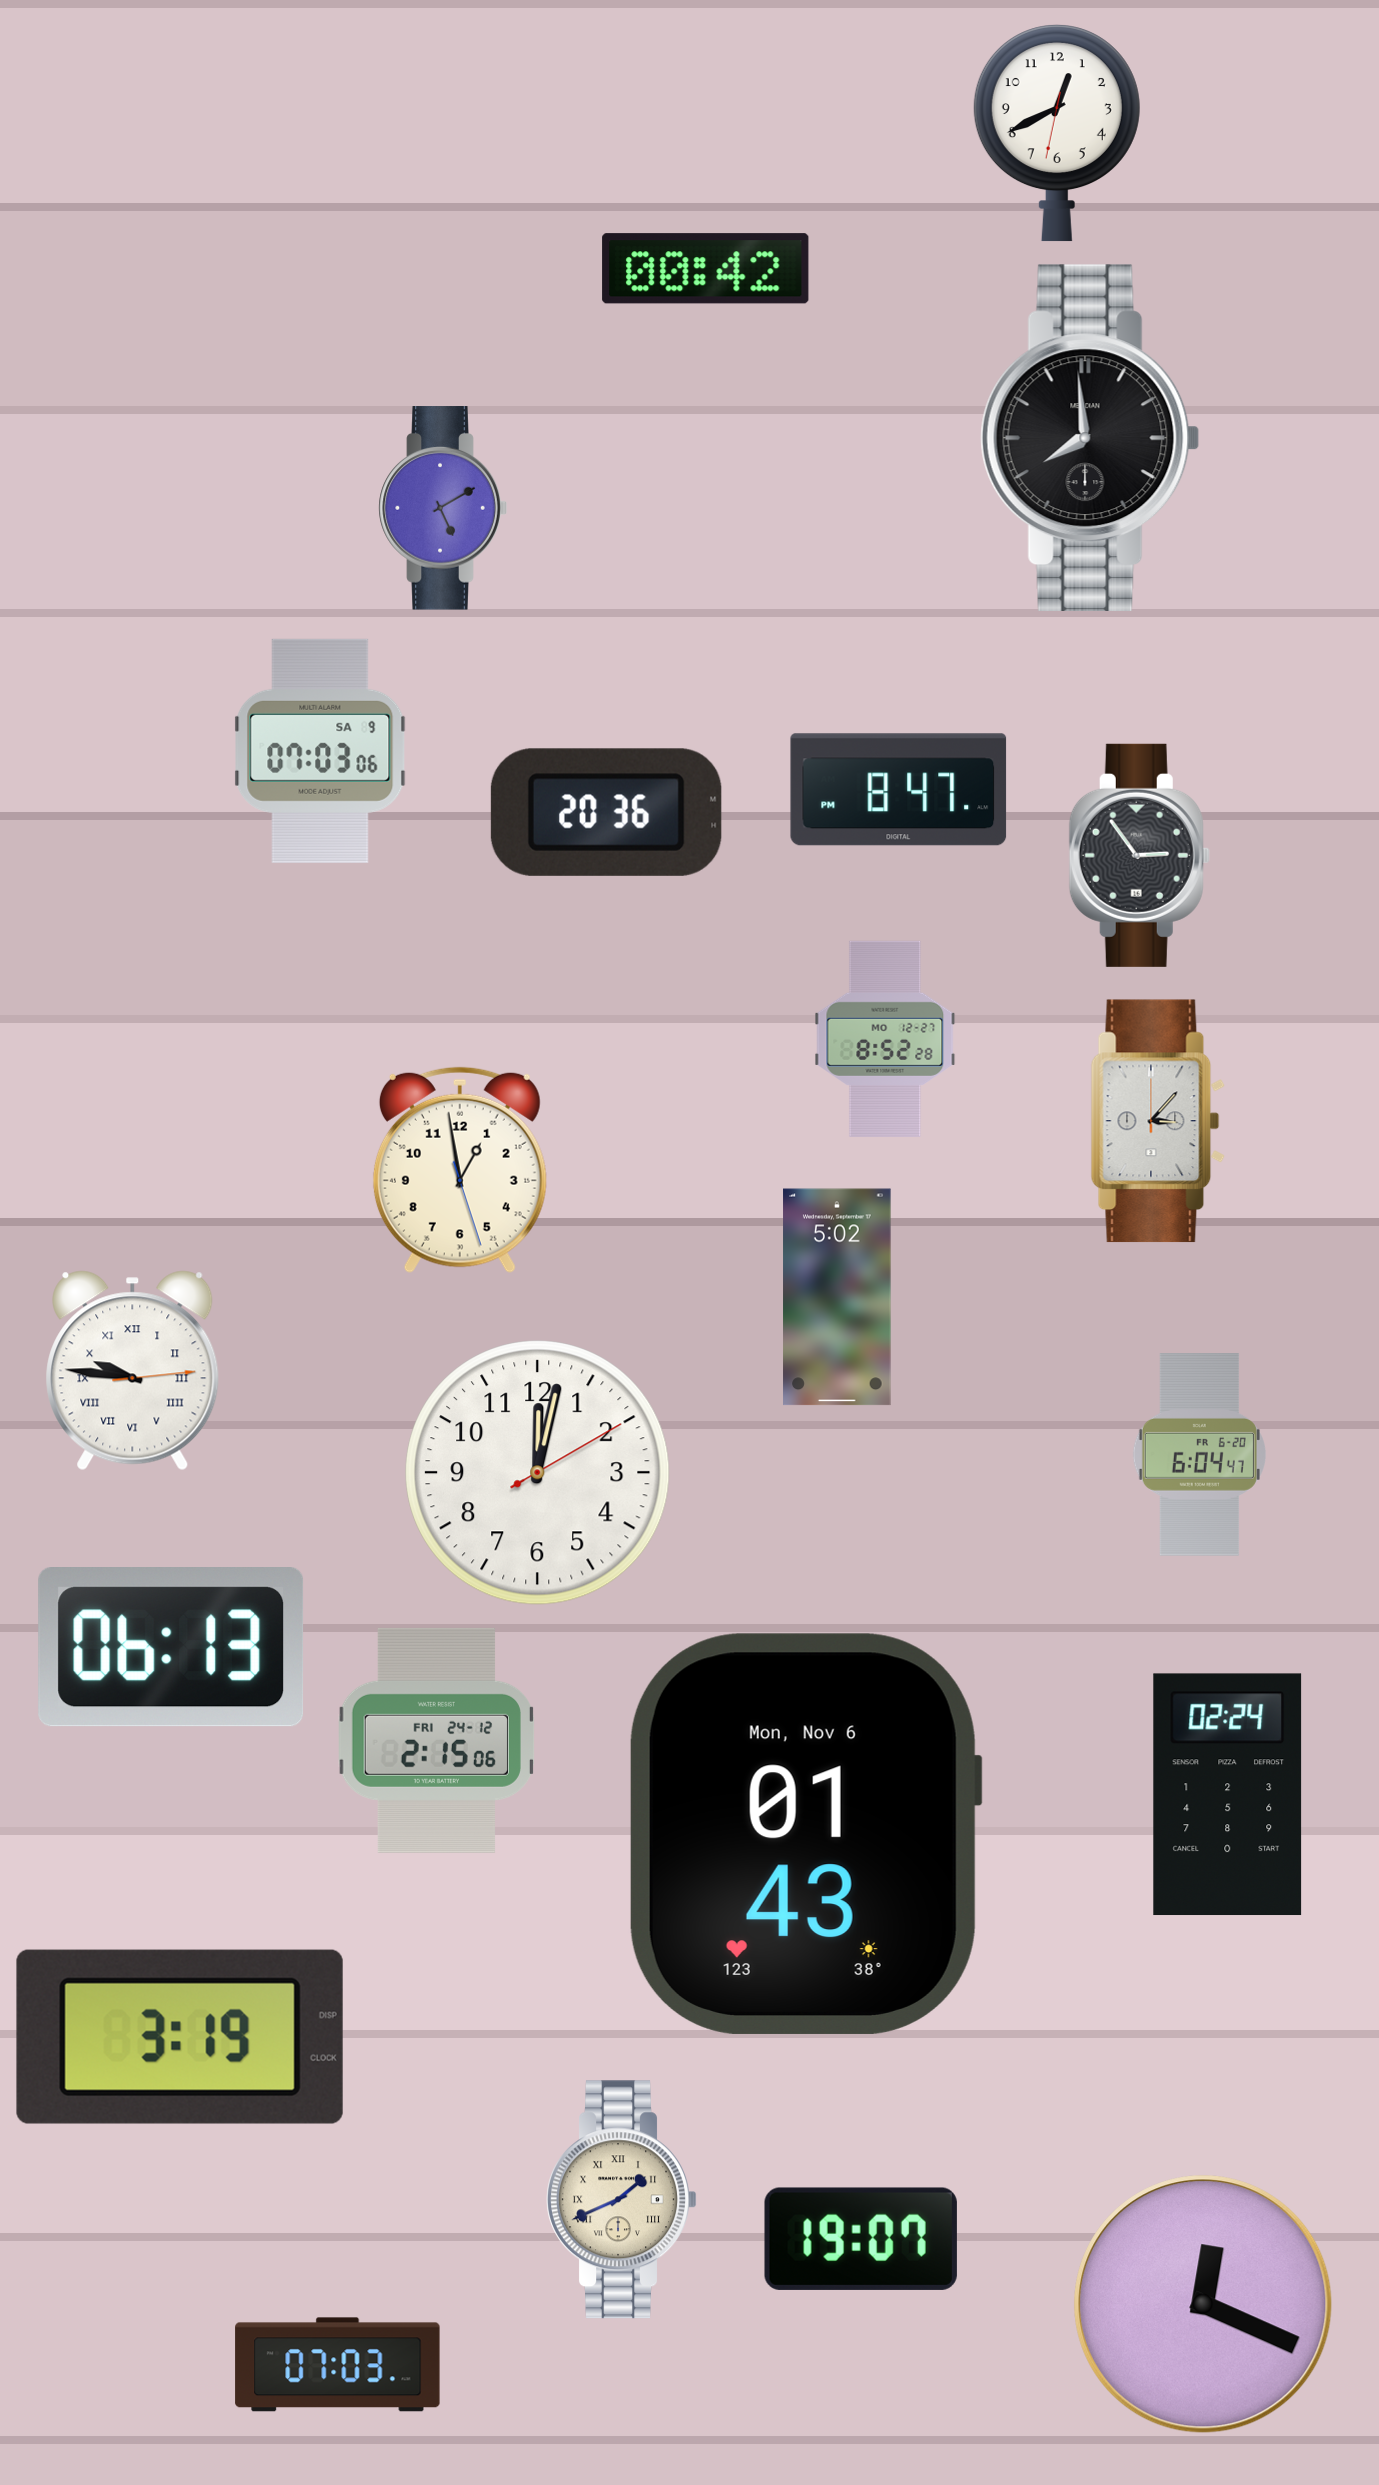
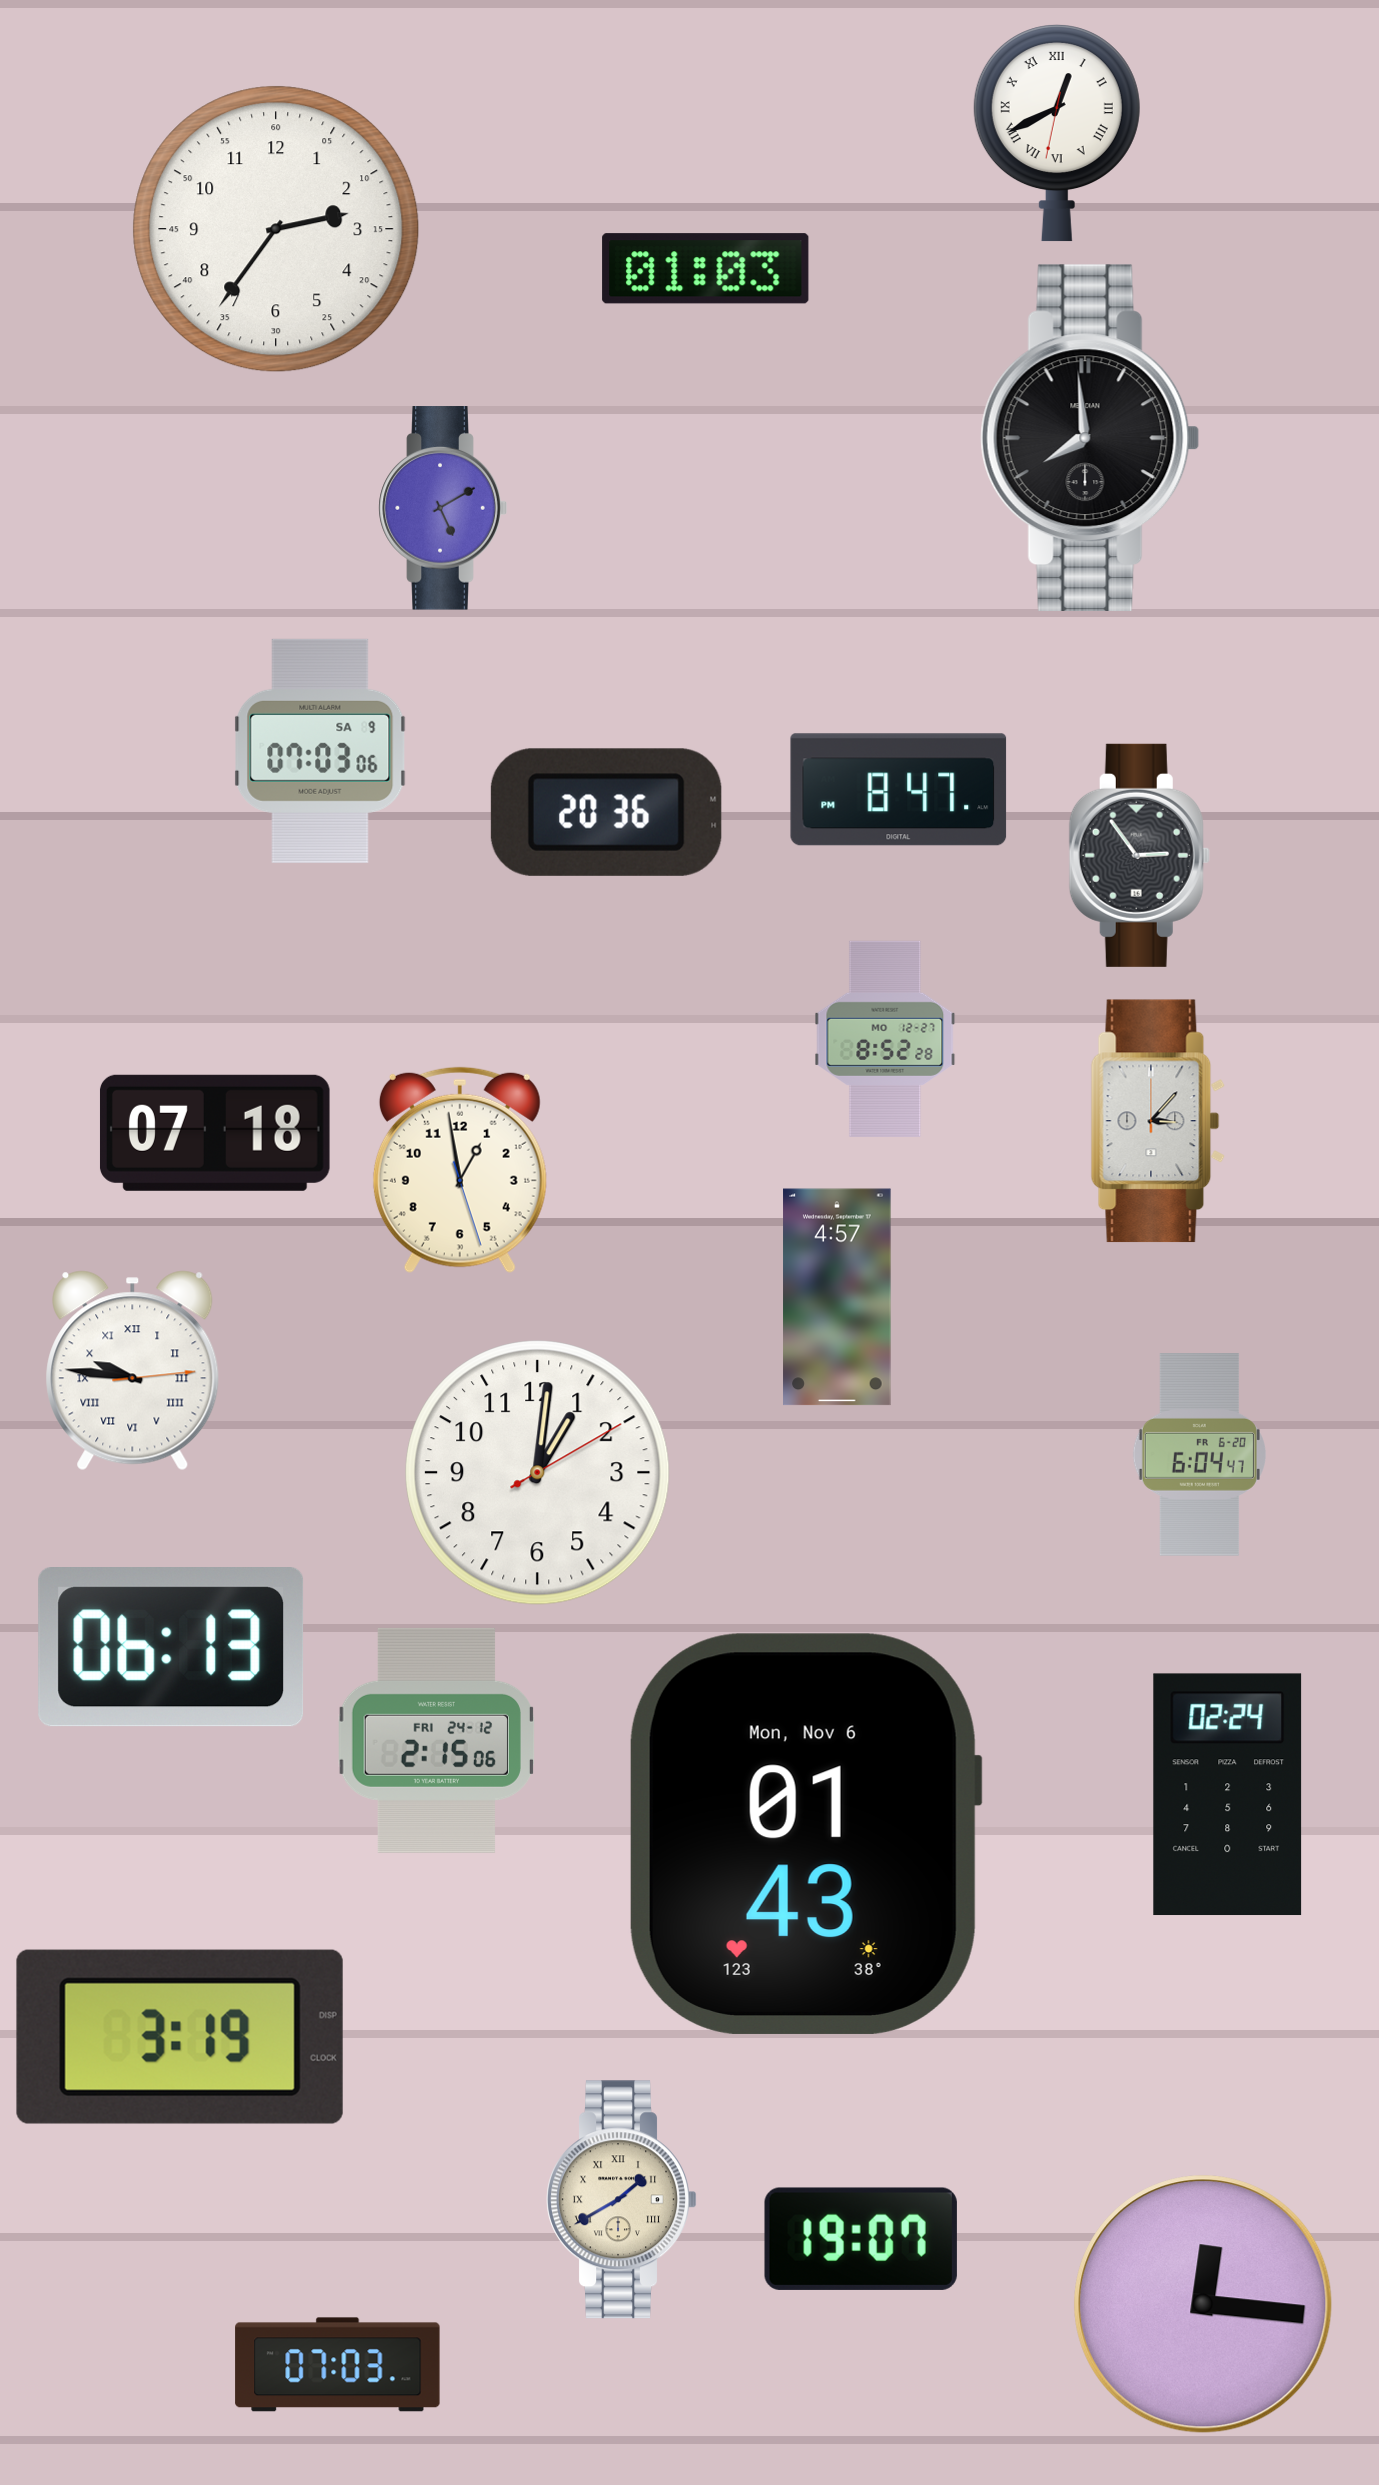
clock at (1057, 133) numerals: Arabic -> Roman
clock at (276, 229): none -> 2:36
clock at (706, 269): 00:42 -> 01:03
clock at (215, 1133): none -> 07:18
clock at (837, 1297): 5:02 -> 4:57
clock at (538, 1473): 12:02 -> 1:01
clock at (621, 2200): 1:41 -> 1:40
clock at (1203, 2304): 12:19 -> 12:16
